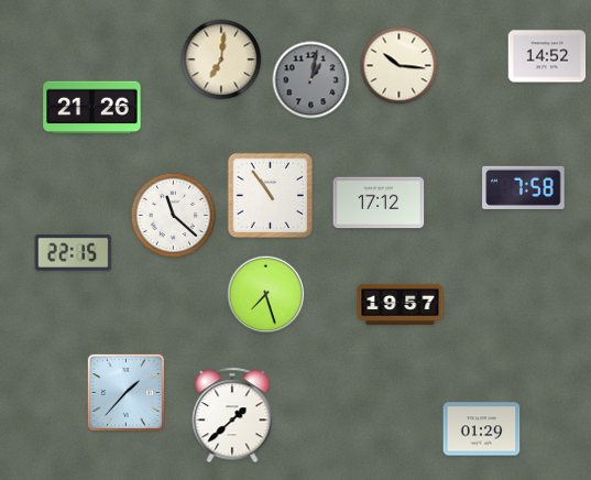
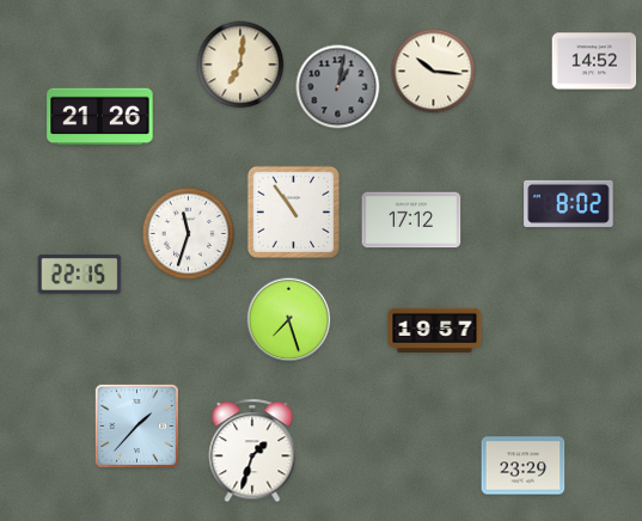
clock at (524, 187): 7:58 -> 8:02
clock at (173, 215): 11:22 -> 11:33
clock at (232, 415): 1:38 -> 1:33
clock at (482, 429): 01:29 -> 23:29
